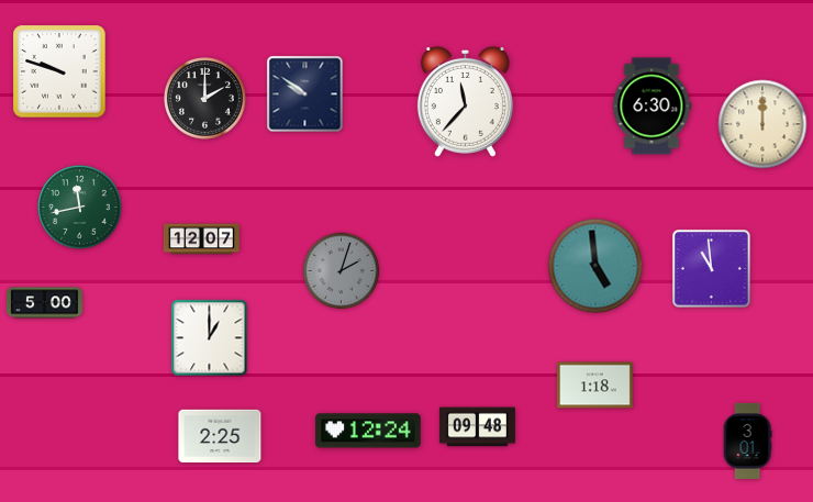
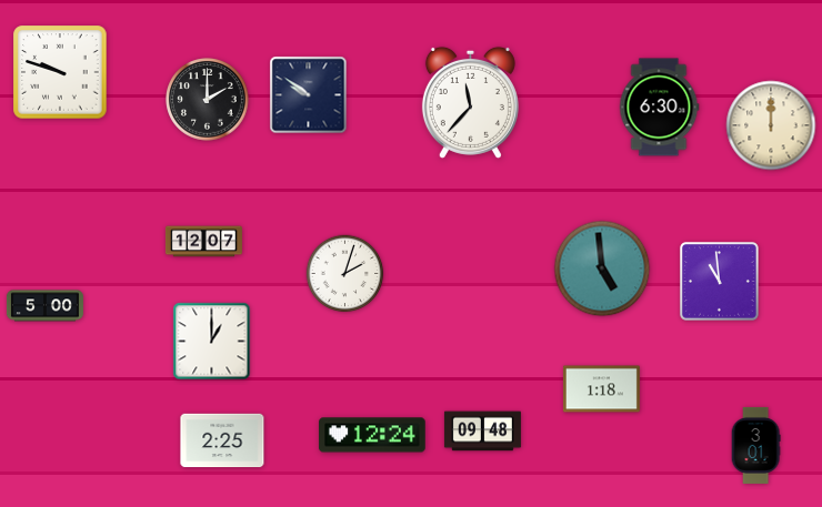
clock at (80, 208): 11:43 -> none
clock at (711, 268) position: (711, 268) -> (719, 281)
clock at (342, 271) dial: grey -> white
